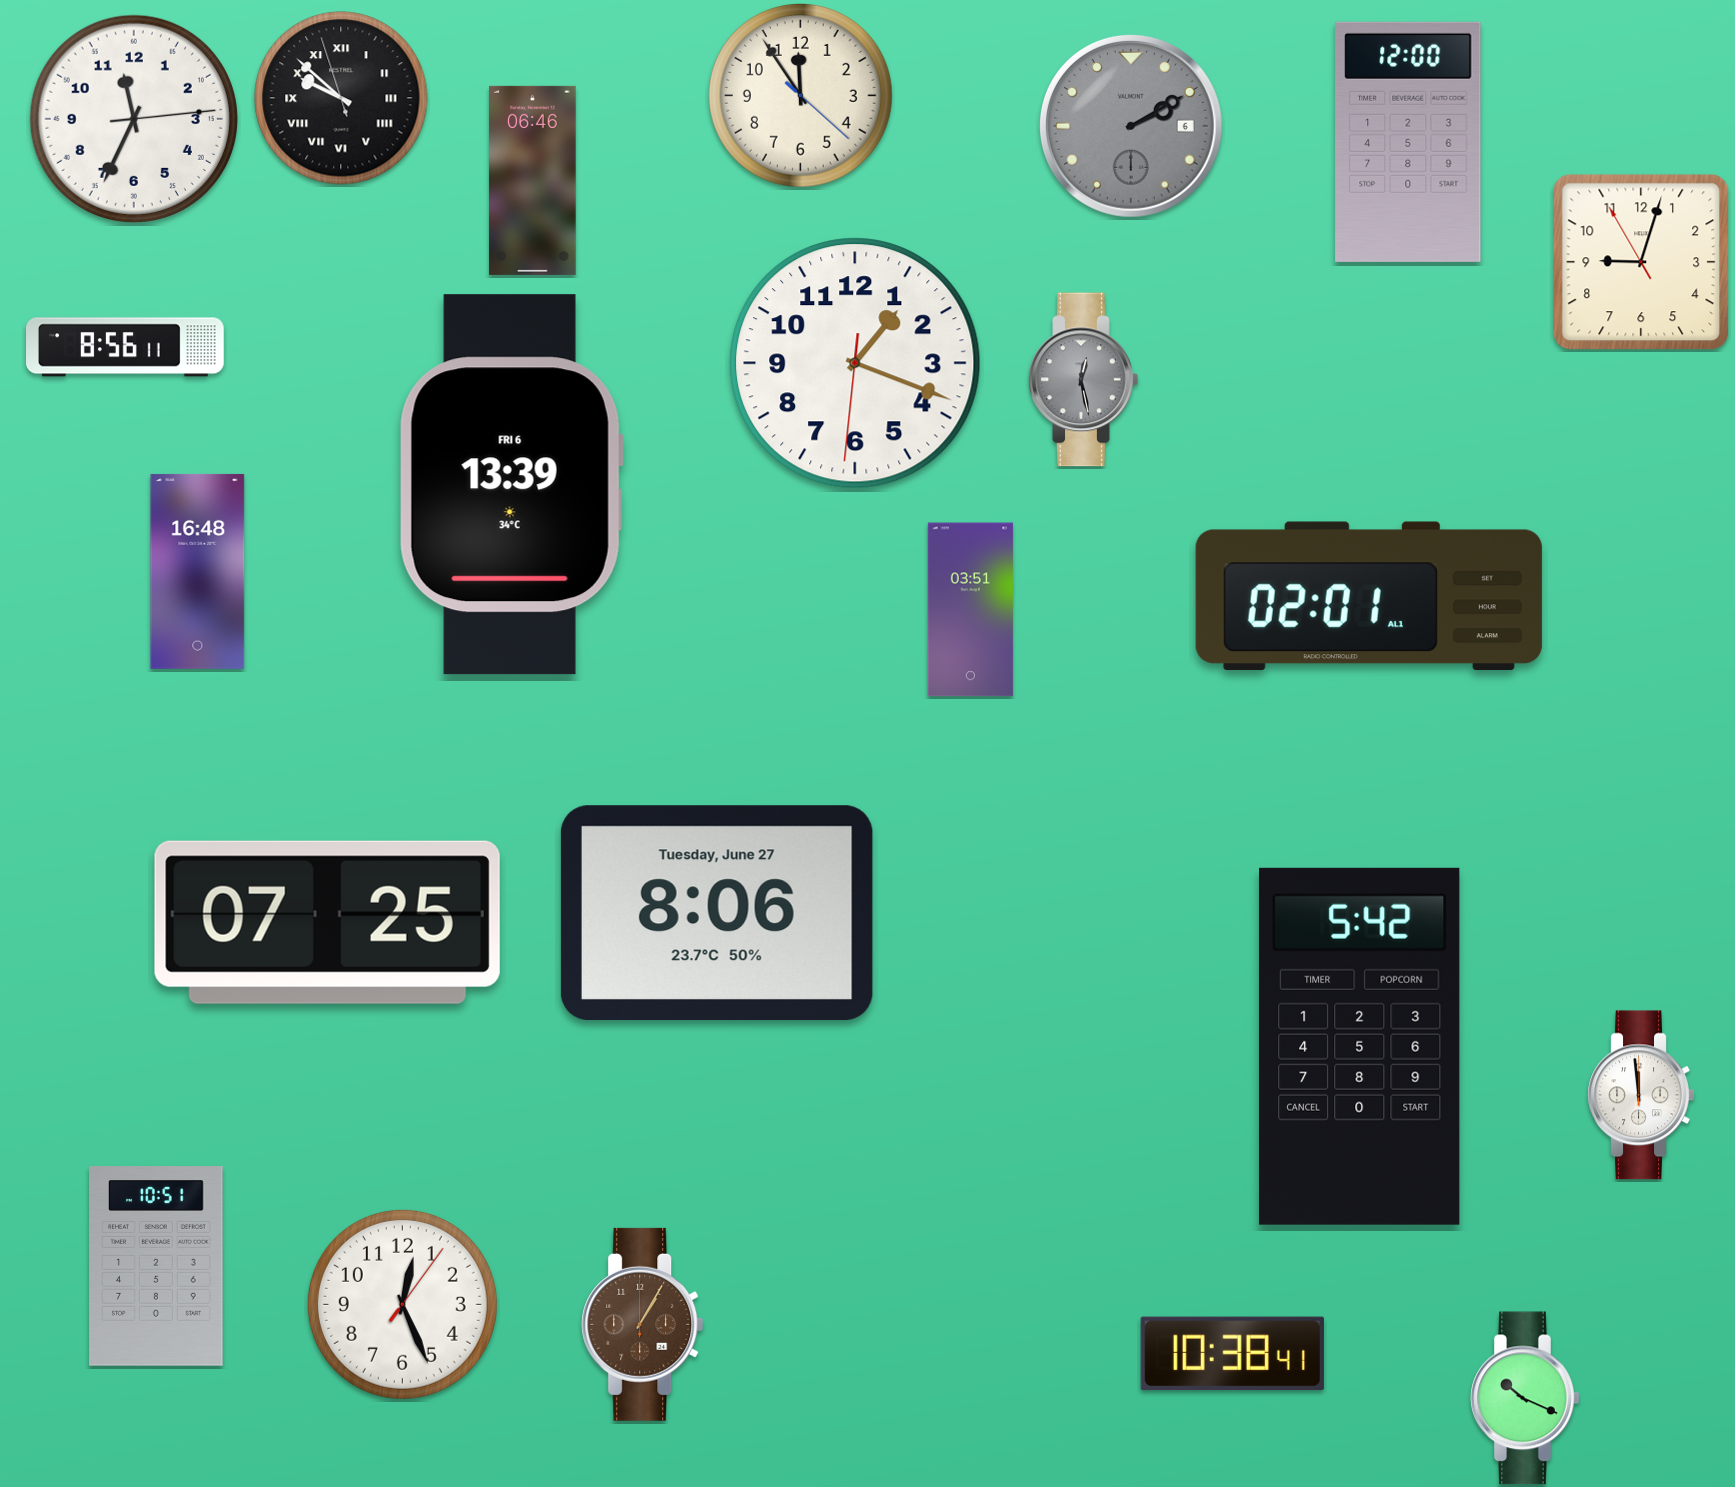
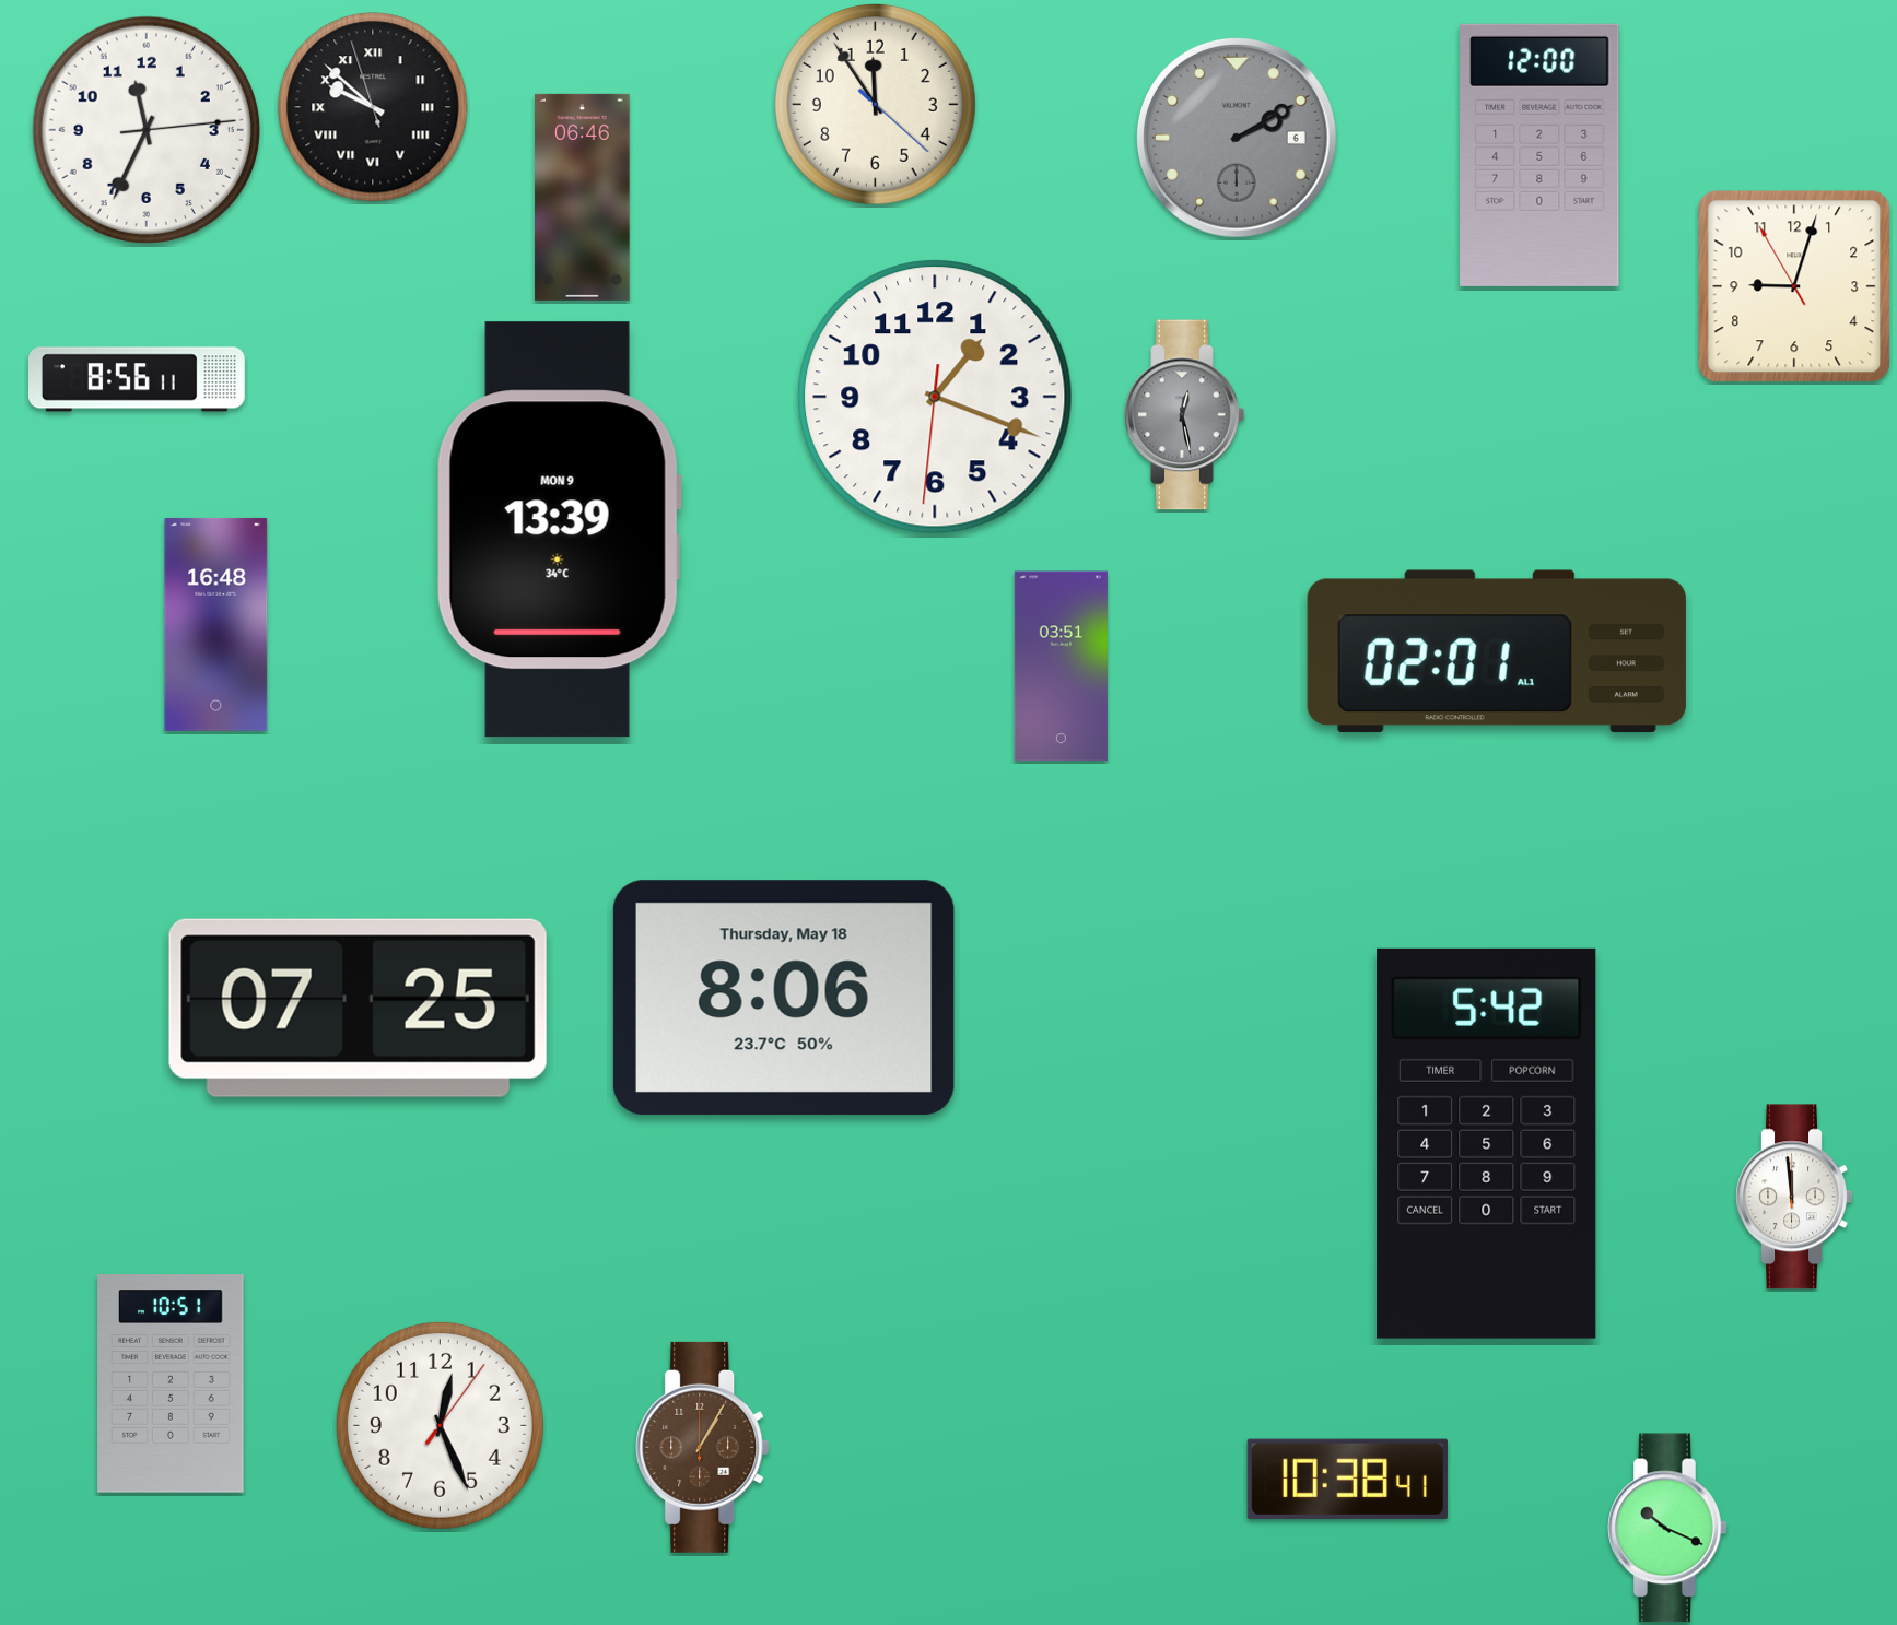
clock at (511, 485) date: FRI 6 -> MON 9
clock at (717, 912) date: Tuesday, June 27 -> Thursday, May 18
